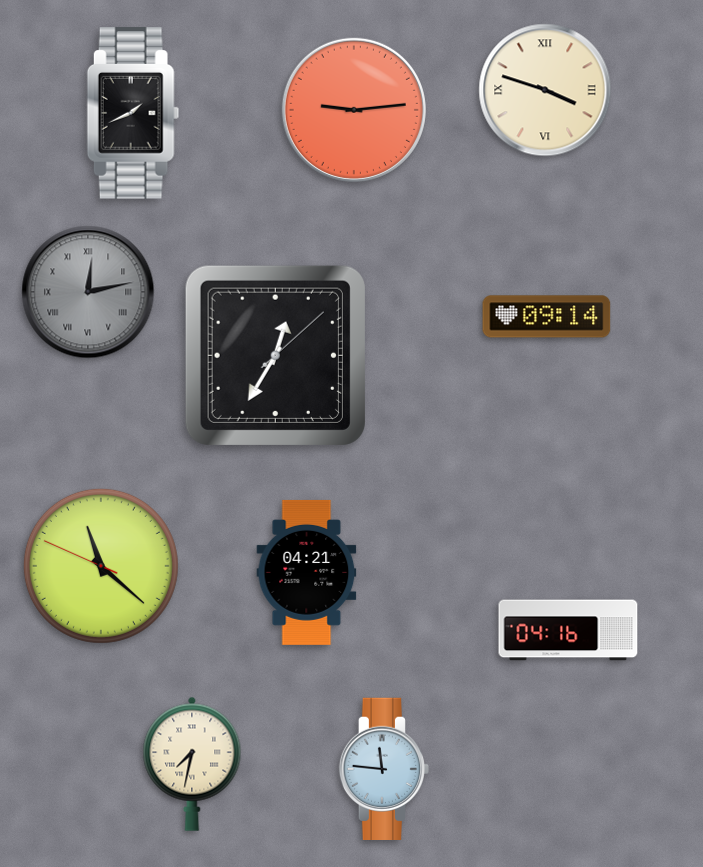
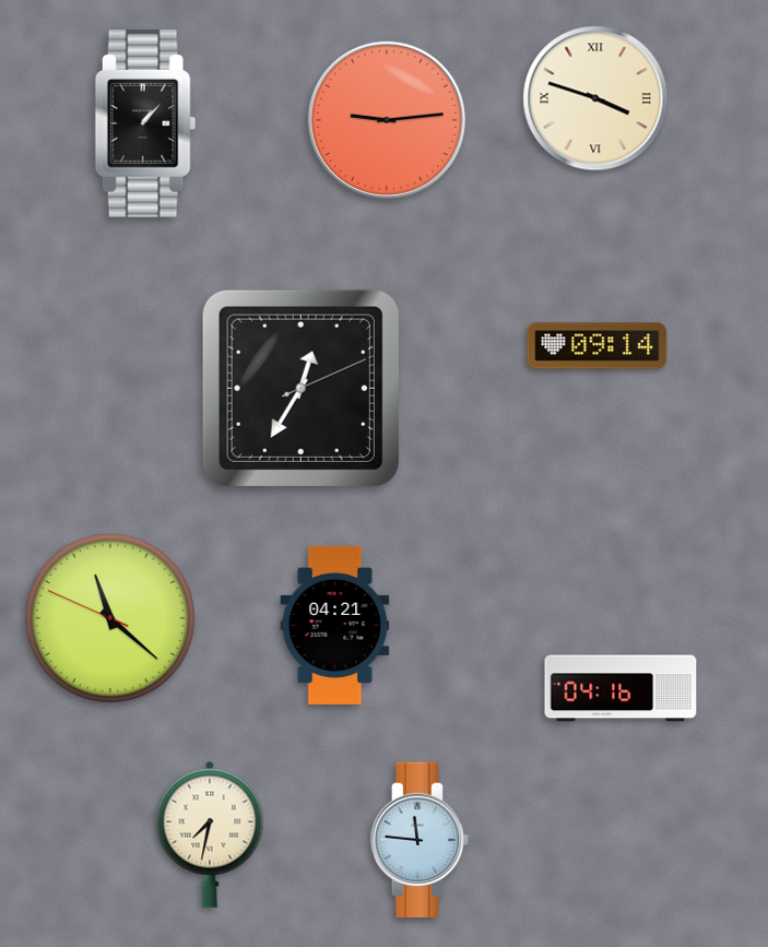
clock at (133, 113): 1:41 -> 1:07
clock at (88, 292): 12:13 -> none
clock at (275, 355): 12:35:08 -> 12:35:11
